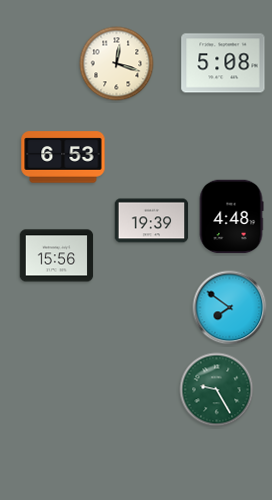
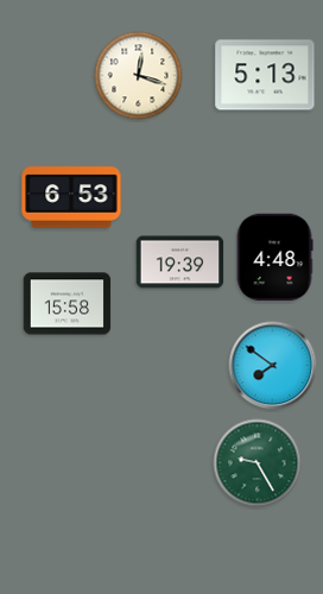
clock at (223, 63): 5:08 -> 5:13
clock at (63, 157) position: (63, 157) -> (71, 197)
clock at (57, 256): 15:56 -> 15:58
